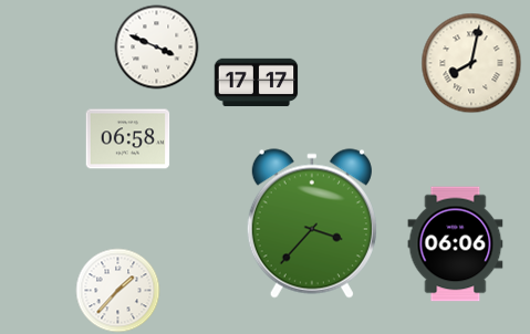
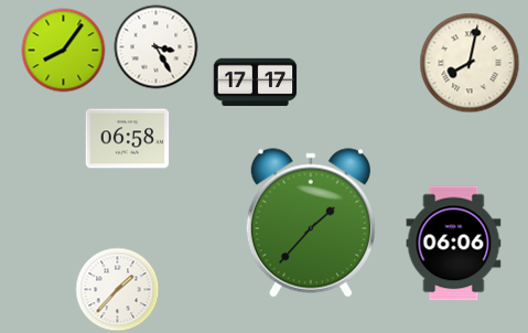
clock at (157, 48): 3:49 -> 3:25
clock at (64, 51): none -> 8:06
clock at (312, 223): 3:37 -> 1:37
